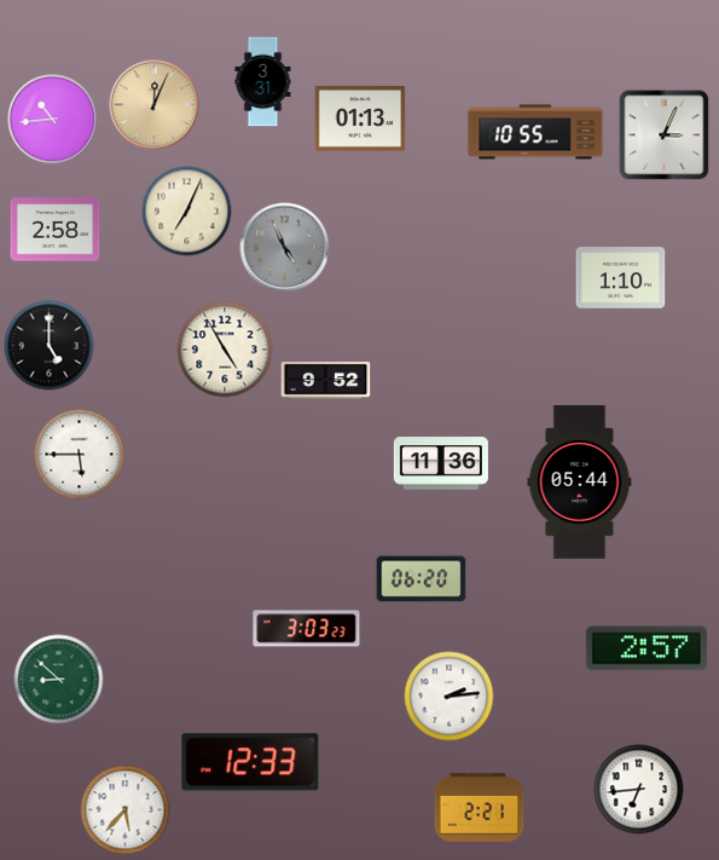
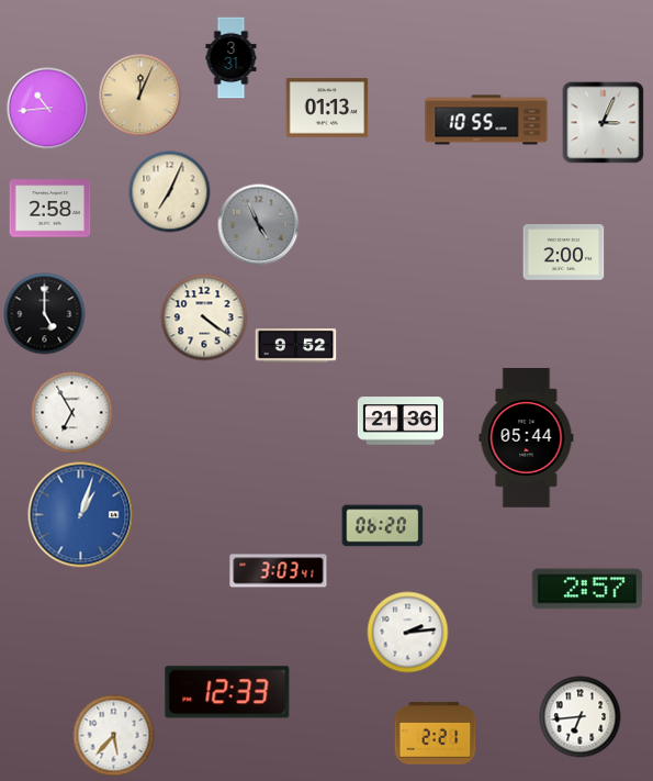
clock at (263, 82) position: (263, 82) -> (232, 58)
clock at (621, 278): 1:10 -> 2:00
clock at (225, 350): 4:55 -> 4:21
clock at (80, 455): 5:45 -> 6:55
clock at (441, 463): 11:36 -> 21:36
clock at (81, 515): none -> 1:03
clock at (307, 629): 3:03:23 -> 3:03:41
clock at (59, 680): 8:52 -> none
